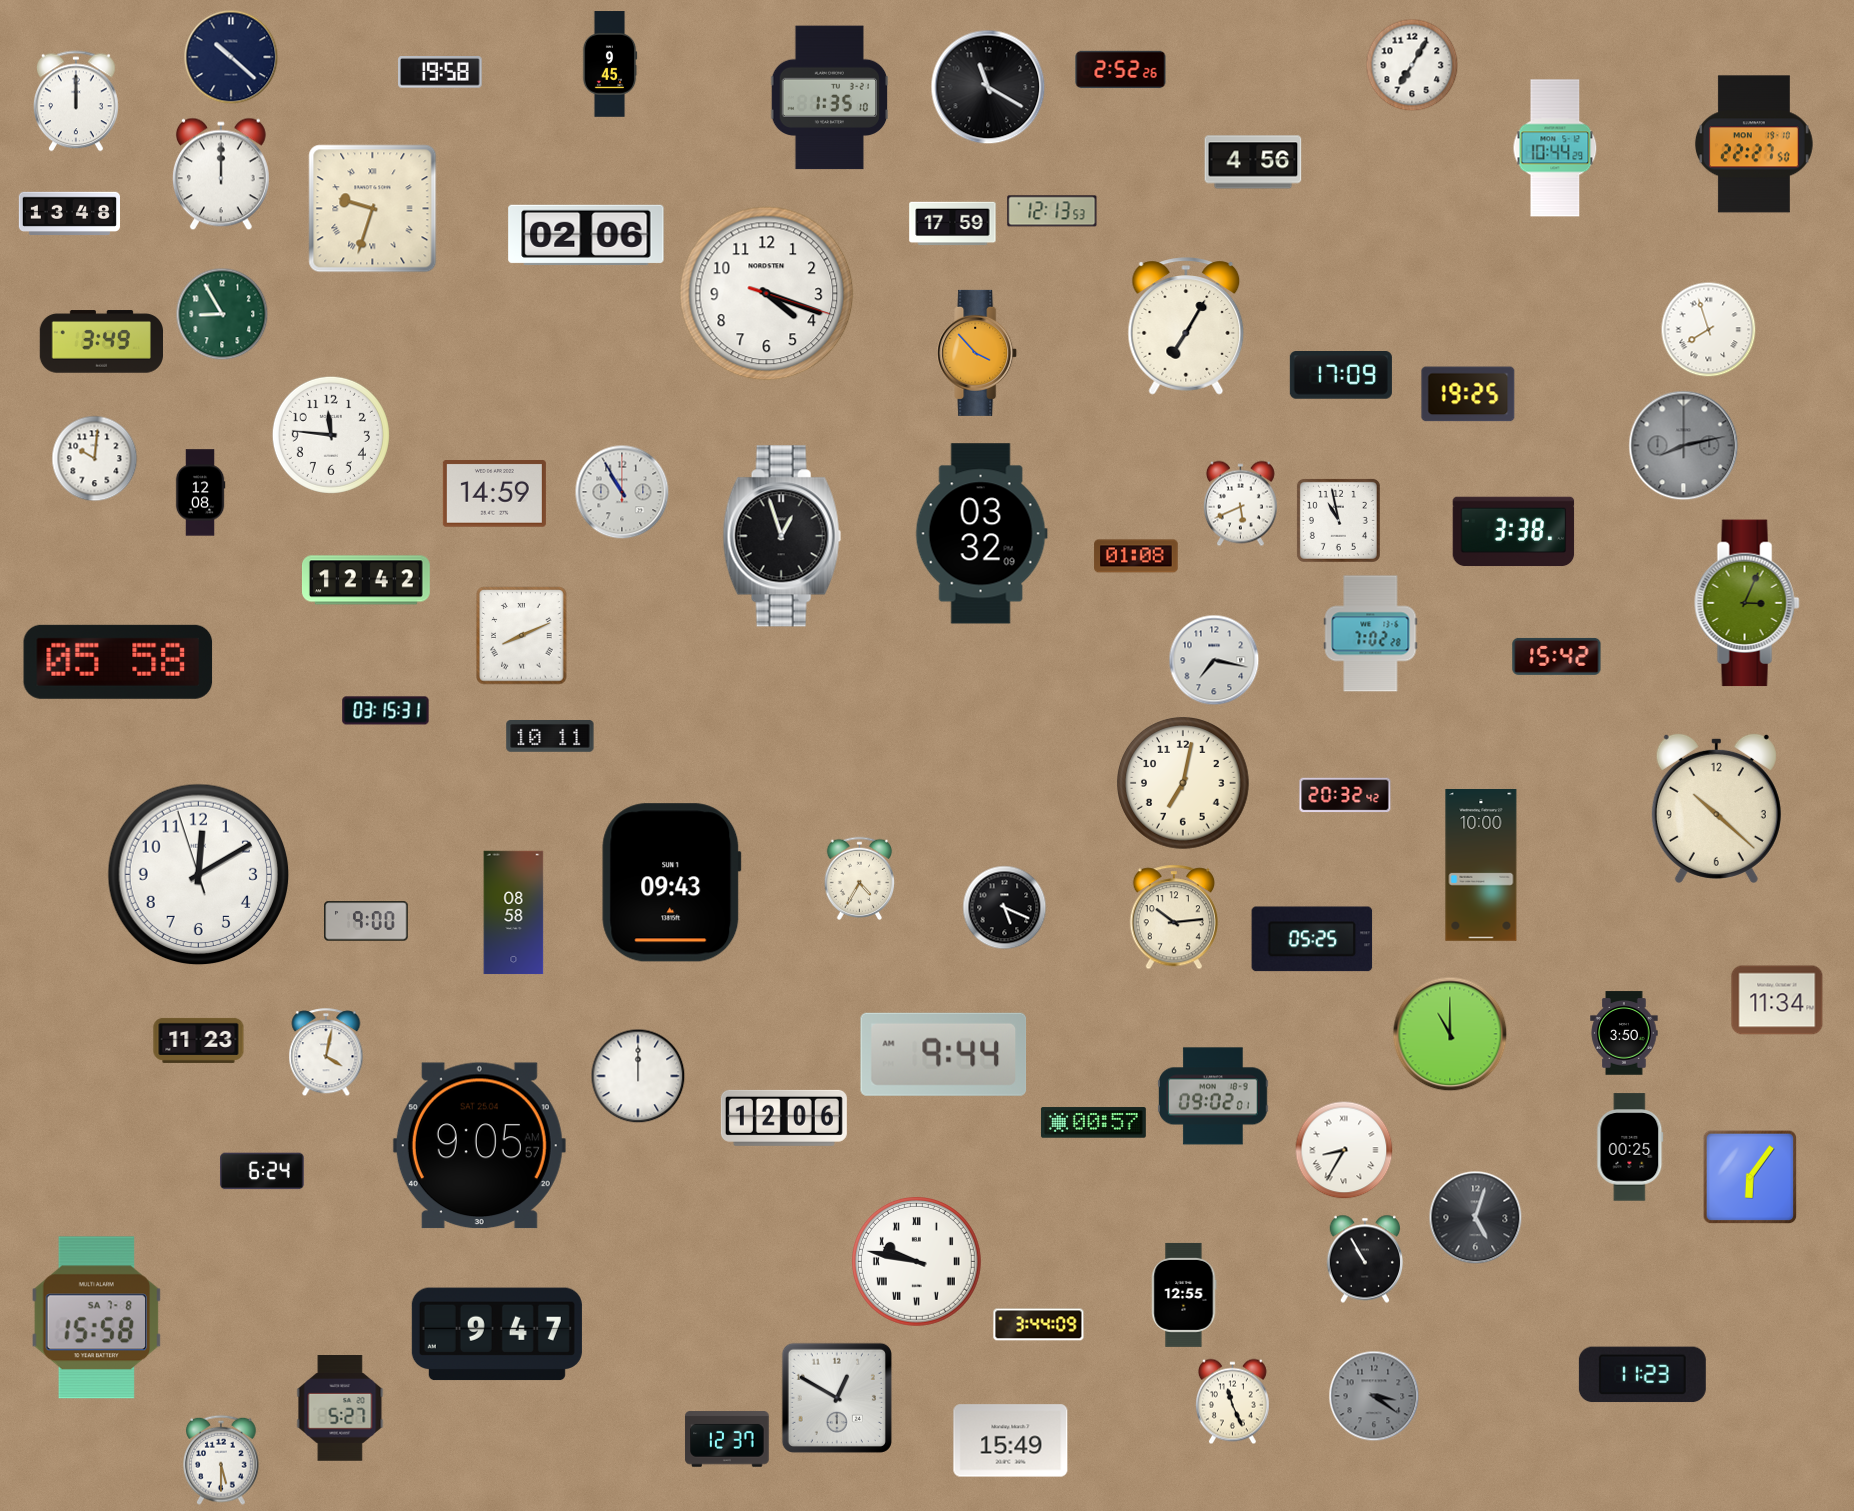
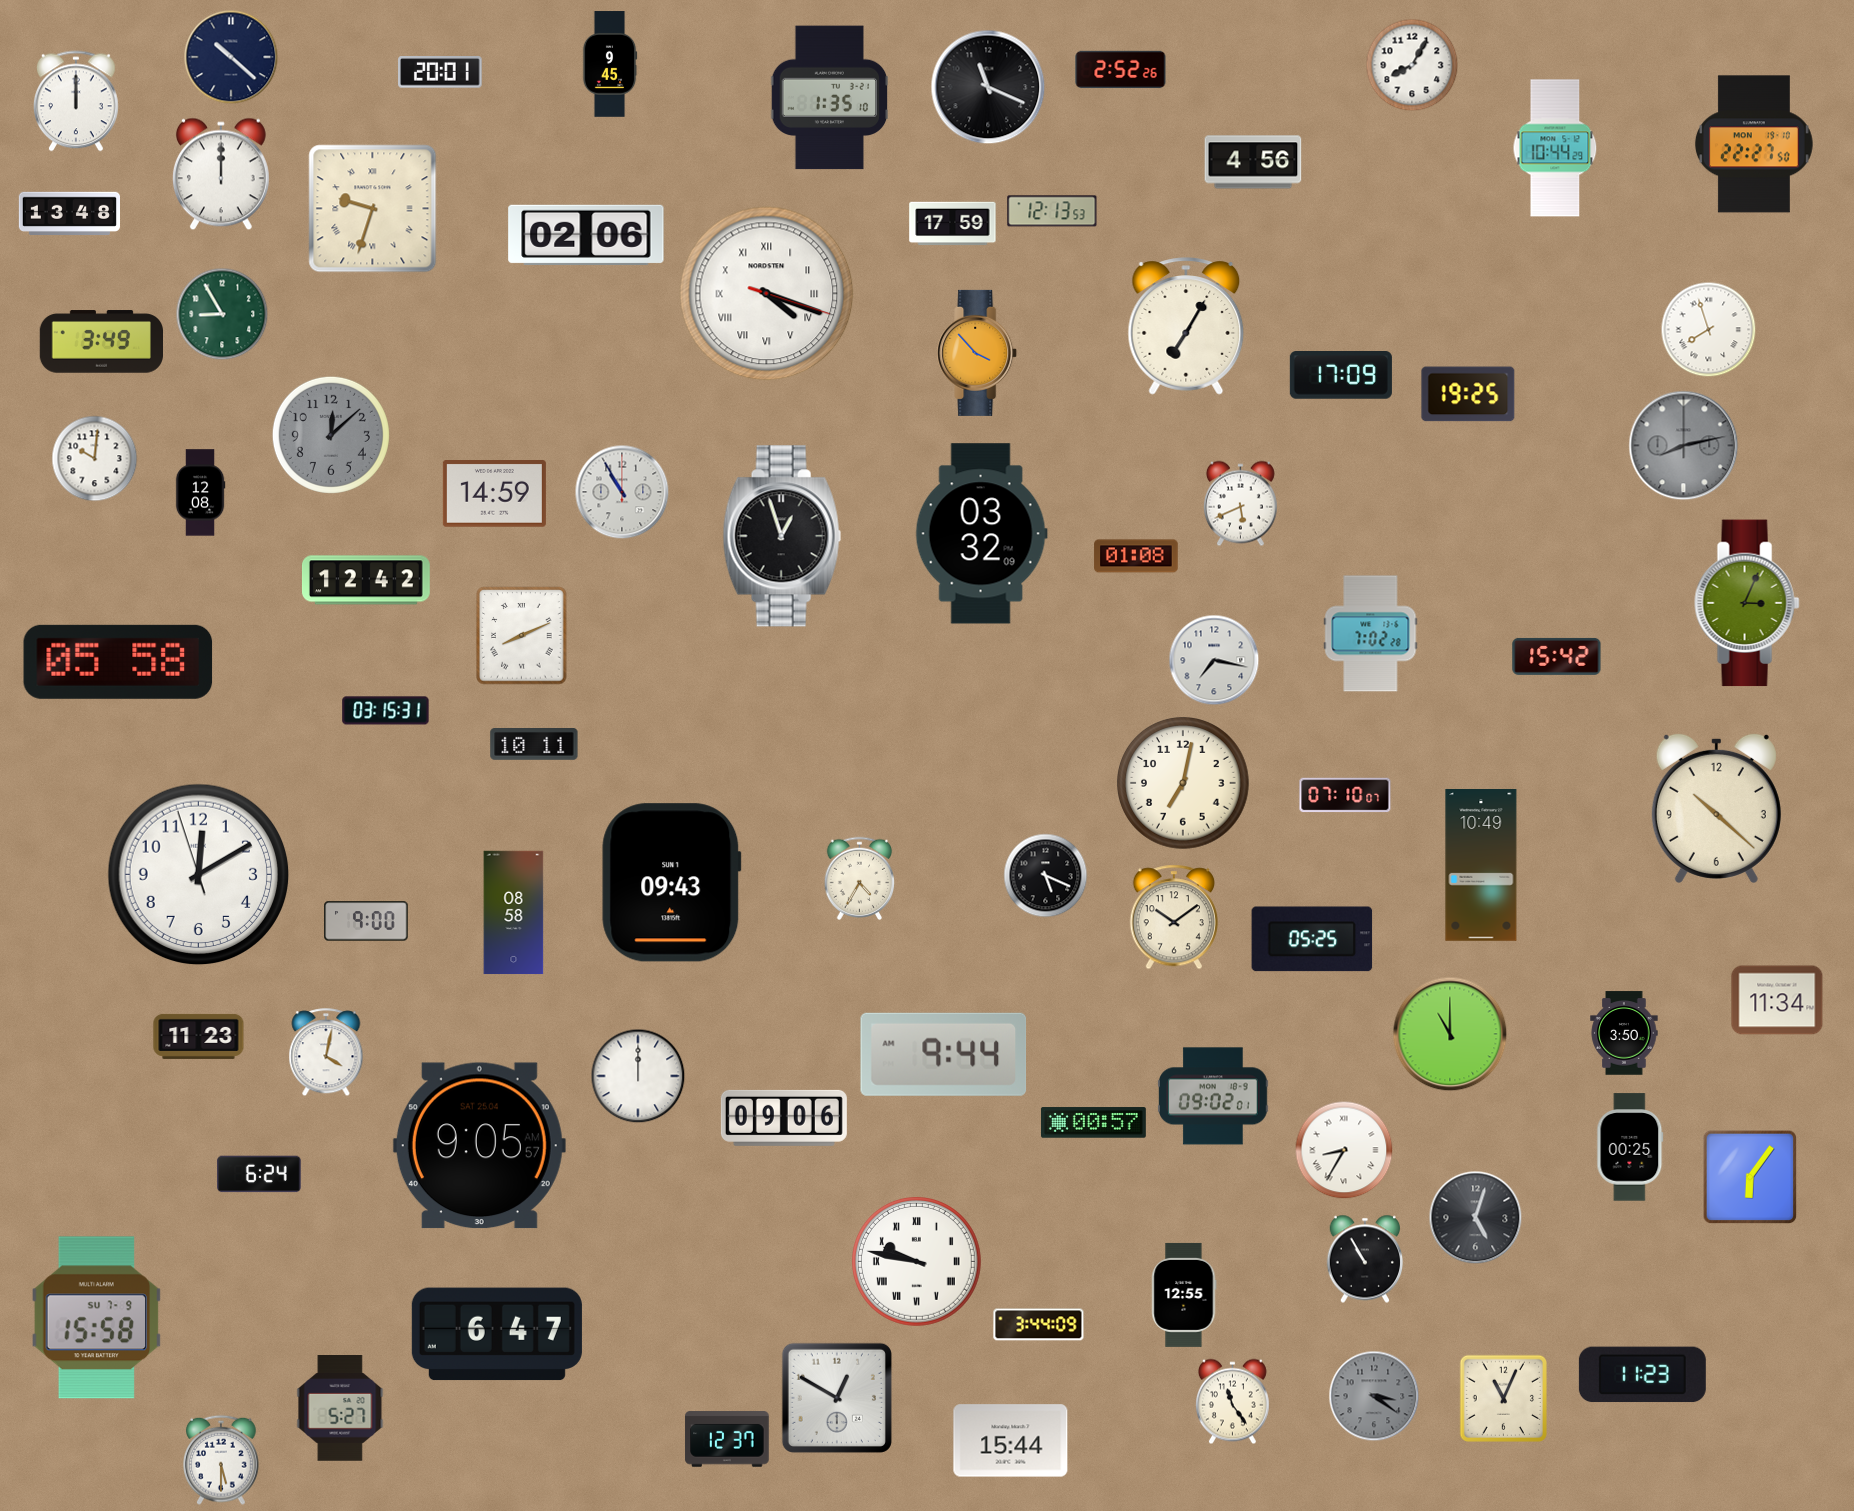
clock at (1412, 65): 7:05 -> 8:05
clock at (440, 72): 19:58 -> 20:01
clock at (988, 87): 11:20 -> 11:19
clock at (767, 294) numerals: Arabic -> Roman
clock at (331, 435): 11:46 -> 12:08
clock at (331, 435) dial: white -> grey
clock at (1338, 520): 10:58 -> none
clock at (1514, 532): 3:38 -> none
clock at (550, 737) position: (550, 737) -> (534, 745)
clock at (1345, 795): 20:32 -> 07:10
clock at (1481, 866): 10:00 -> 10:49
clock at (1005, 908) position: (1005, 908) -> (1046, 876)
clock at (1173, 917): 10:14 -> 10:09
clock at (199, 1040) position: (199, 1040) -> (199, 1036)
clock at (784, 1118): 12:06 -> 09:06
clock at (262, 1171) position: (262, 1171) -> (259, 1174)
clock at (97, 1318) date: SA 7-8 -> SU 7-9
clock at (497, 1334): 9:47 -> 6:47
clock at (1503, 1398): none -> 11:04
clock at (1232, 1402): 11:26 -> 11:24
clock at (1011, 1441): 15:49 -> 15:44
